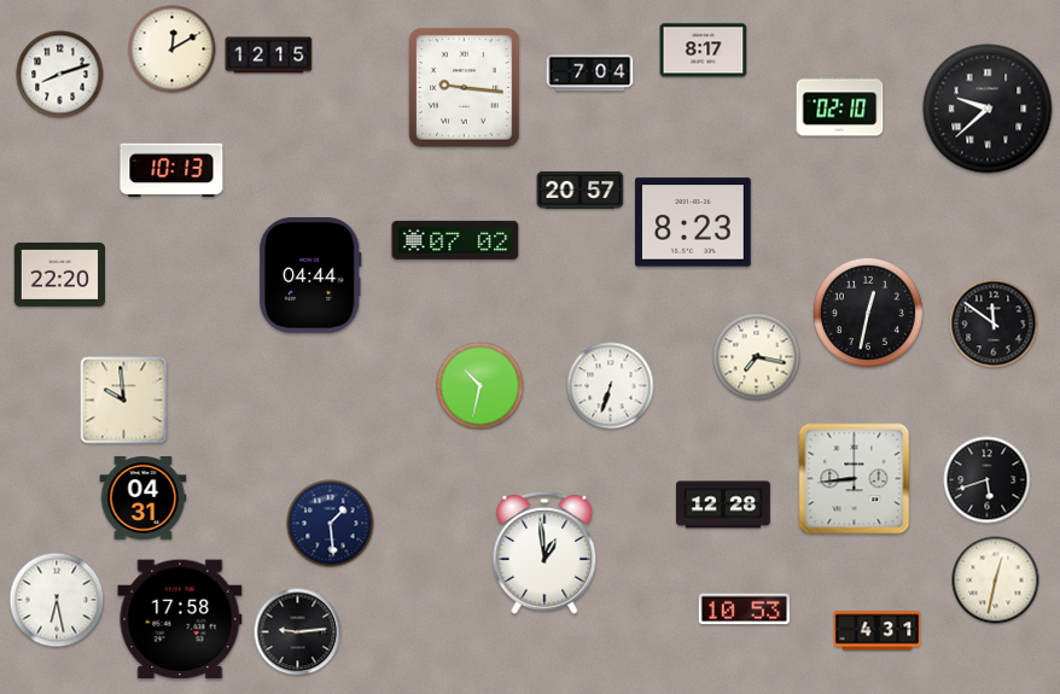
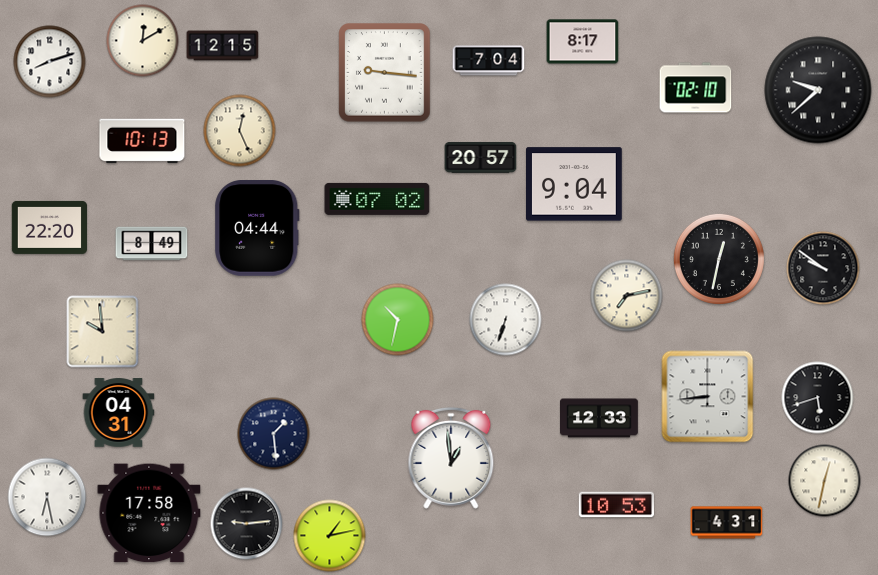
clock at (240, 131): none -> 12:26
clock at (694, 222): 8:23 -> 9:04
clock at (152, 244): none -> 8:49
clock at (994, 323): 11:51 -> 9:51
clock at (757, 357): 7:17 -> 7:13
clock at (724, 505): 12:28 -> 12:33
clock at (330, 536): none -> 1:13
